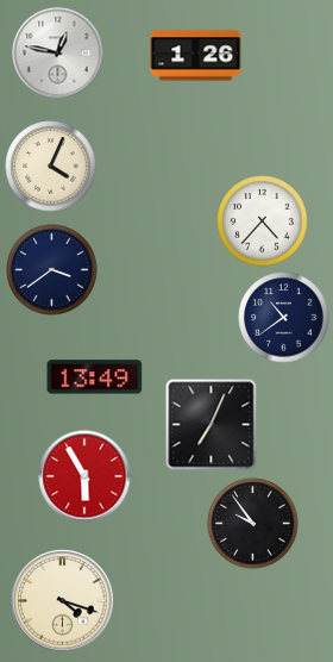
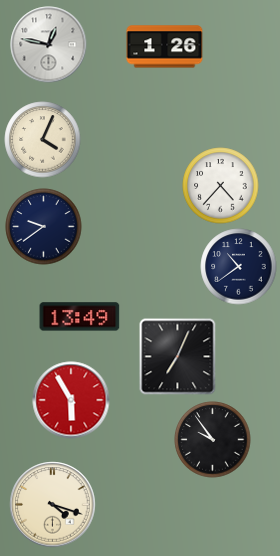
clock at (52, 270): 3:39 -> 9:39
